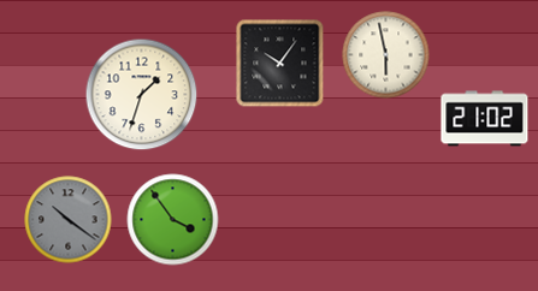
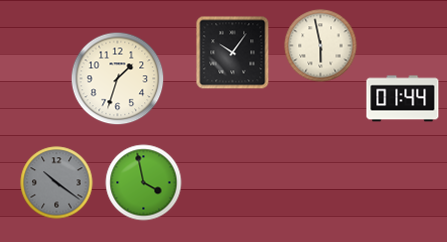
clock at (485, 119): 21:02 -> 01:44
clock at (173, 220): 3:54 -> 3:58
